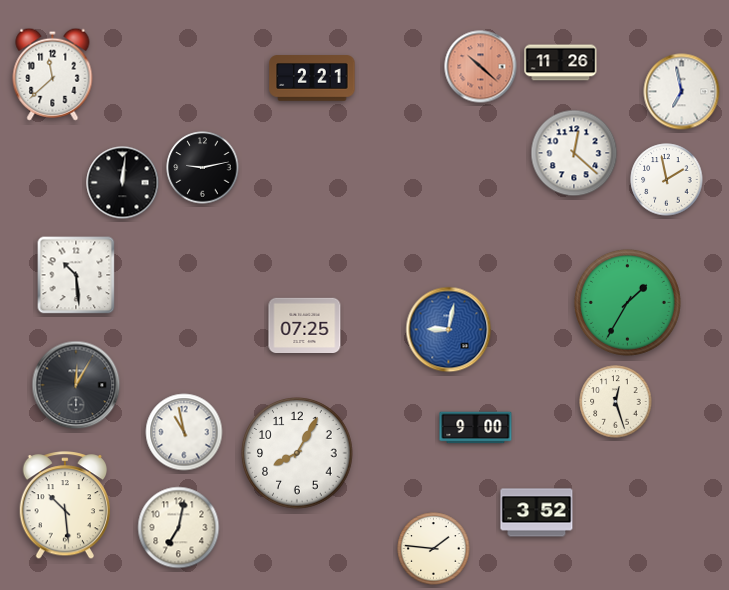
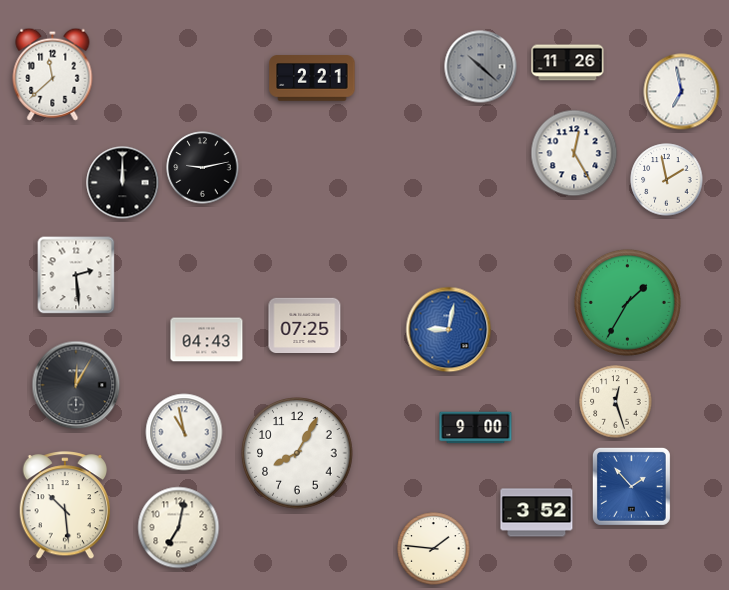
clock at (561, 63) position: (561, 63) -> (568, 63)
clock at (481, 67) dial: salmon -> grey
clock at (574, 153): 12:22 -> 12:25
clock at (123, 183): 12:01 -> 12:00
clock at (76, 275): 10:29 -> 2:29
clock at (207, 340): none -> 04:43
clock at (631, 486): none -> 1:53
